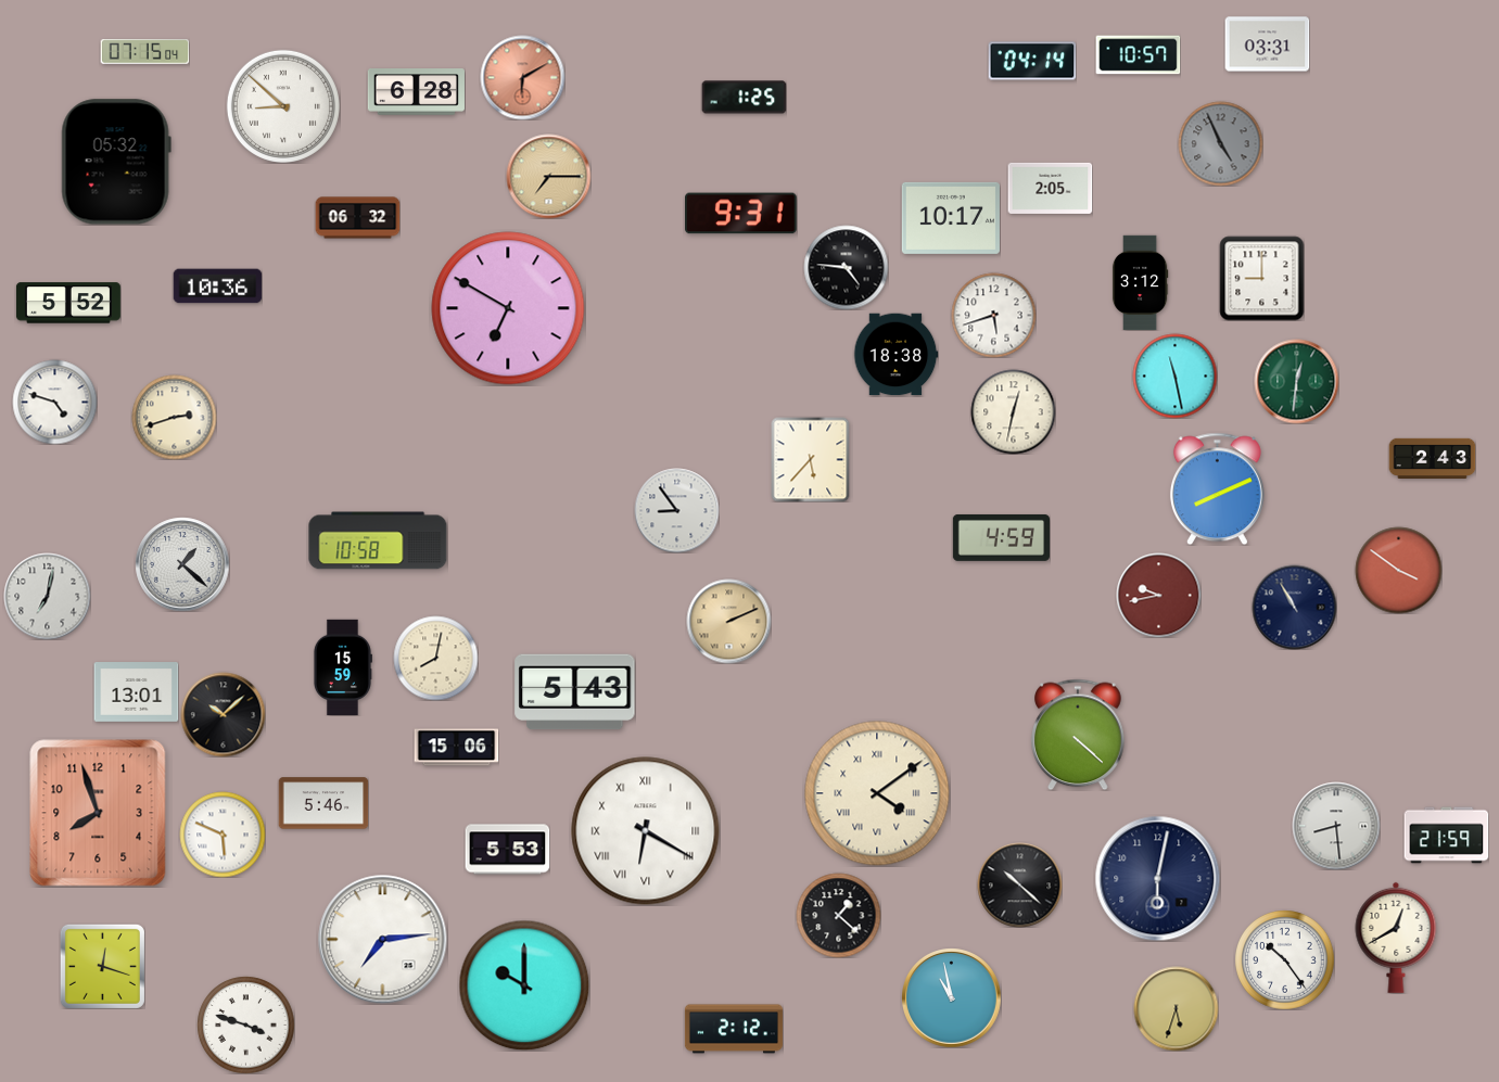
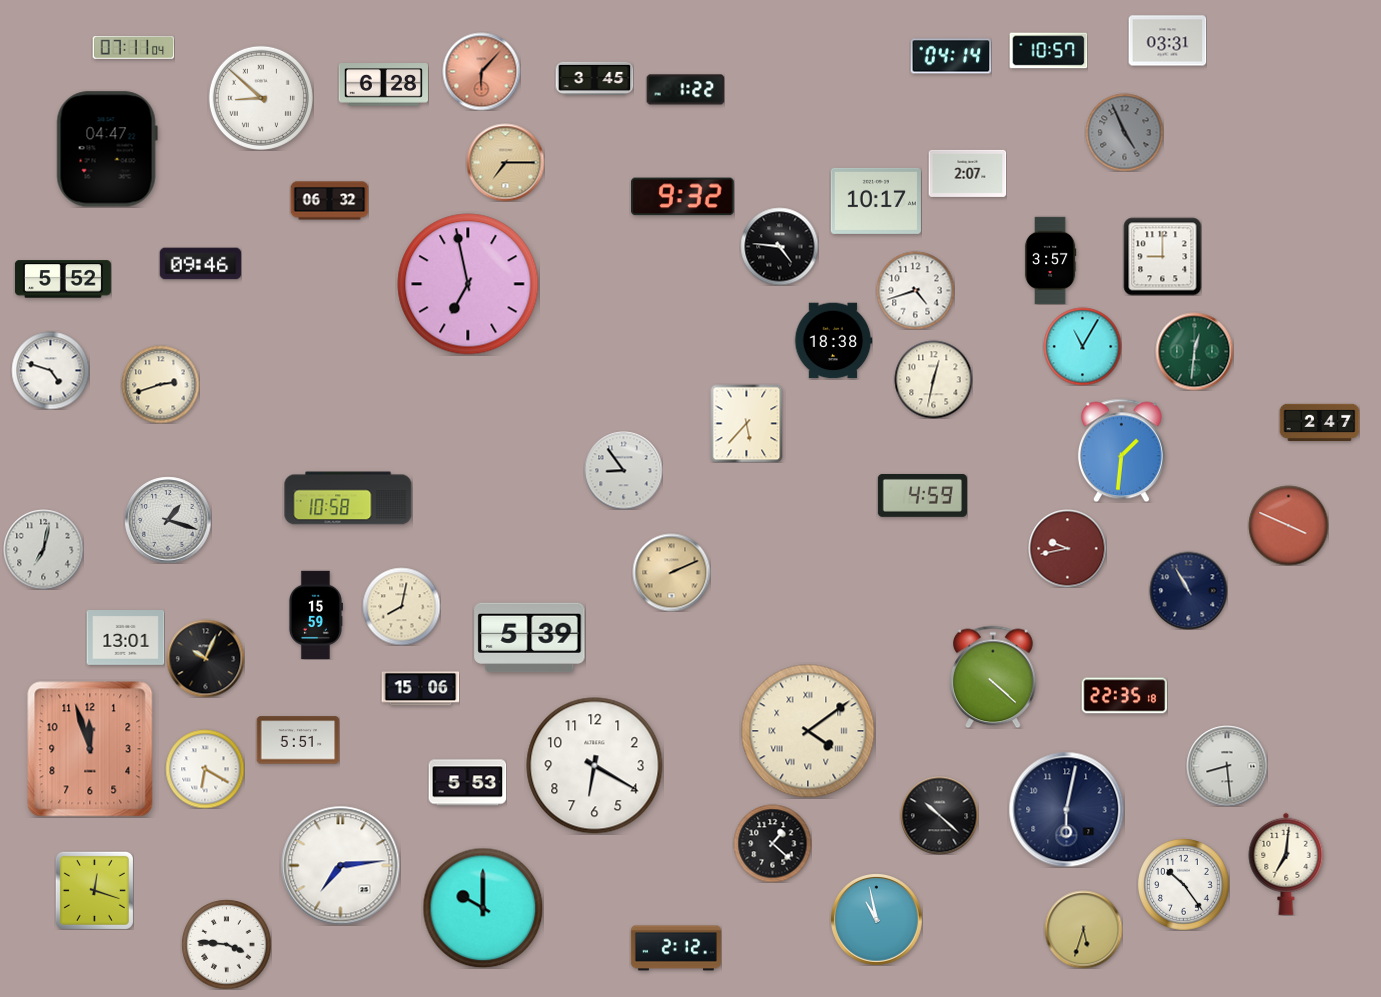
clock at (144, 52): 07:15 -> 07:11
clock at (522, 77): 6:10 -> 6:07
clock at (594, 78): none -> 3:45
clock at (744, 98): 1:25 -> 1:22
clock at (116, 162): 05:32 -> 04:47
clock at (1050, 188): 2:05 -> 2:07
clock at (741, 214): 9:31 -> 9:32
clock at (1140, 282): 3:12 -> 3:57
clock at (217, 287): 10:36 -> 09:46
clock at (508, 308): 6:50 -> 6:58
clock at (993, 315): 5:42 -> 4:42
clock at (895, 355) position: (895, 355) -> (833, 341)
clock at (1174, 375): 11:28 -> 11:05
clock at (1432, 459): 2:43 -> 2:47
clock at (1217, 488): 8:11 -> 1:31
clock at (182, 564): 1:22 -> 1:18
clock at (1398, 570): 3:51 -> 3:49
clock at (1294, 607) position: (1294, 607) -> (1188, 590)
clock at (575, 692): 5:43 -> 5:39
clock at (223, 714): 10:08 -> 10:04
clock at (1124, 696): none -> 22:35
clock at (323, 803): 5:46 -> 5:51
clock at (98, 813): 7:57 -> 11:57
clock at (1336, 826) position: (1336, 826) -> (1227, 766)
clock at (646, 831) numerals: Roman -> Arabic
clock at (223, 835): 5:49 -> 6:20
clock at (1446, 836): 21:59 -> none
clock at (1396, 938): 12:40 -> 7:01
clock at (383, 940) position: (383, 940) -> (341, 866)
clock at (245, 1024): 3:48 -> 3:46
